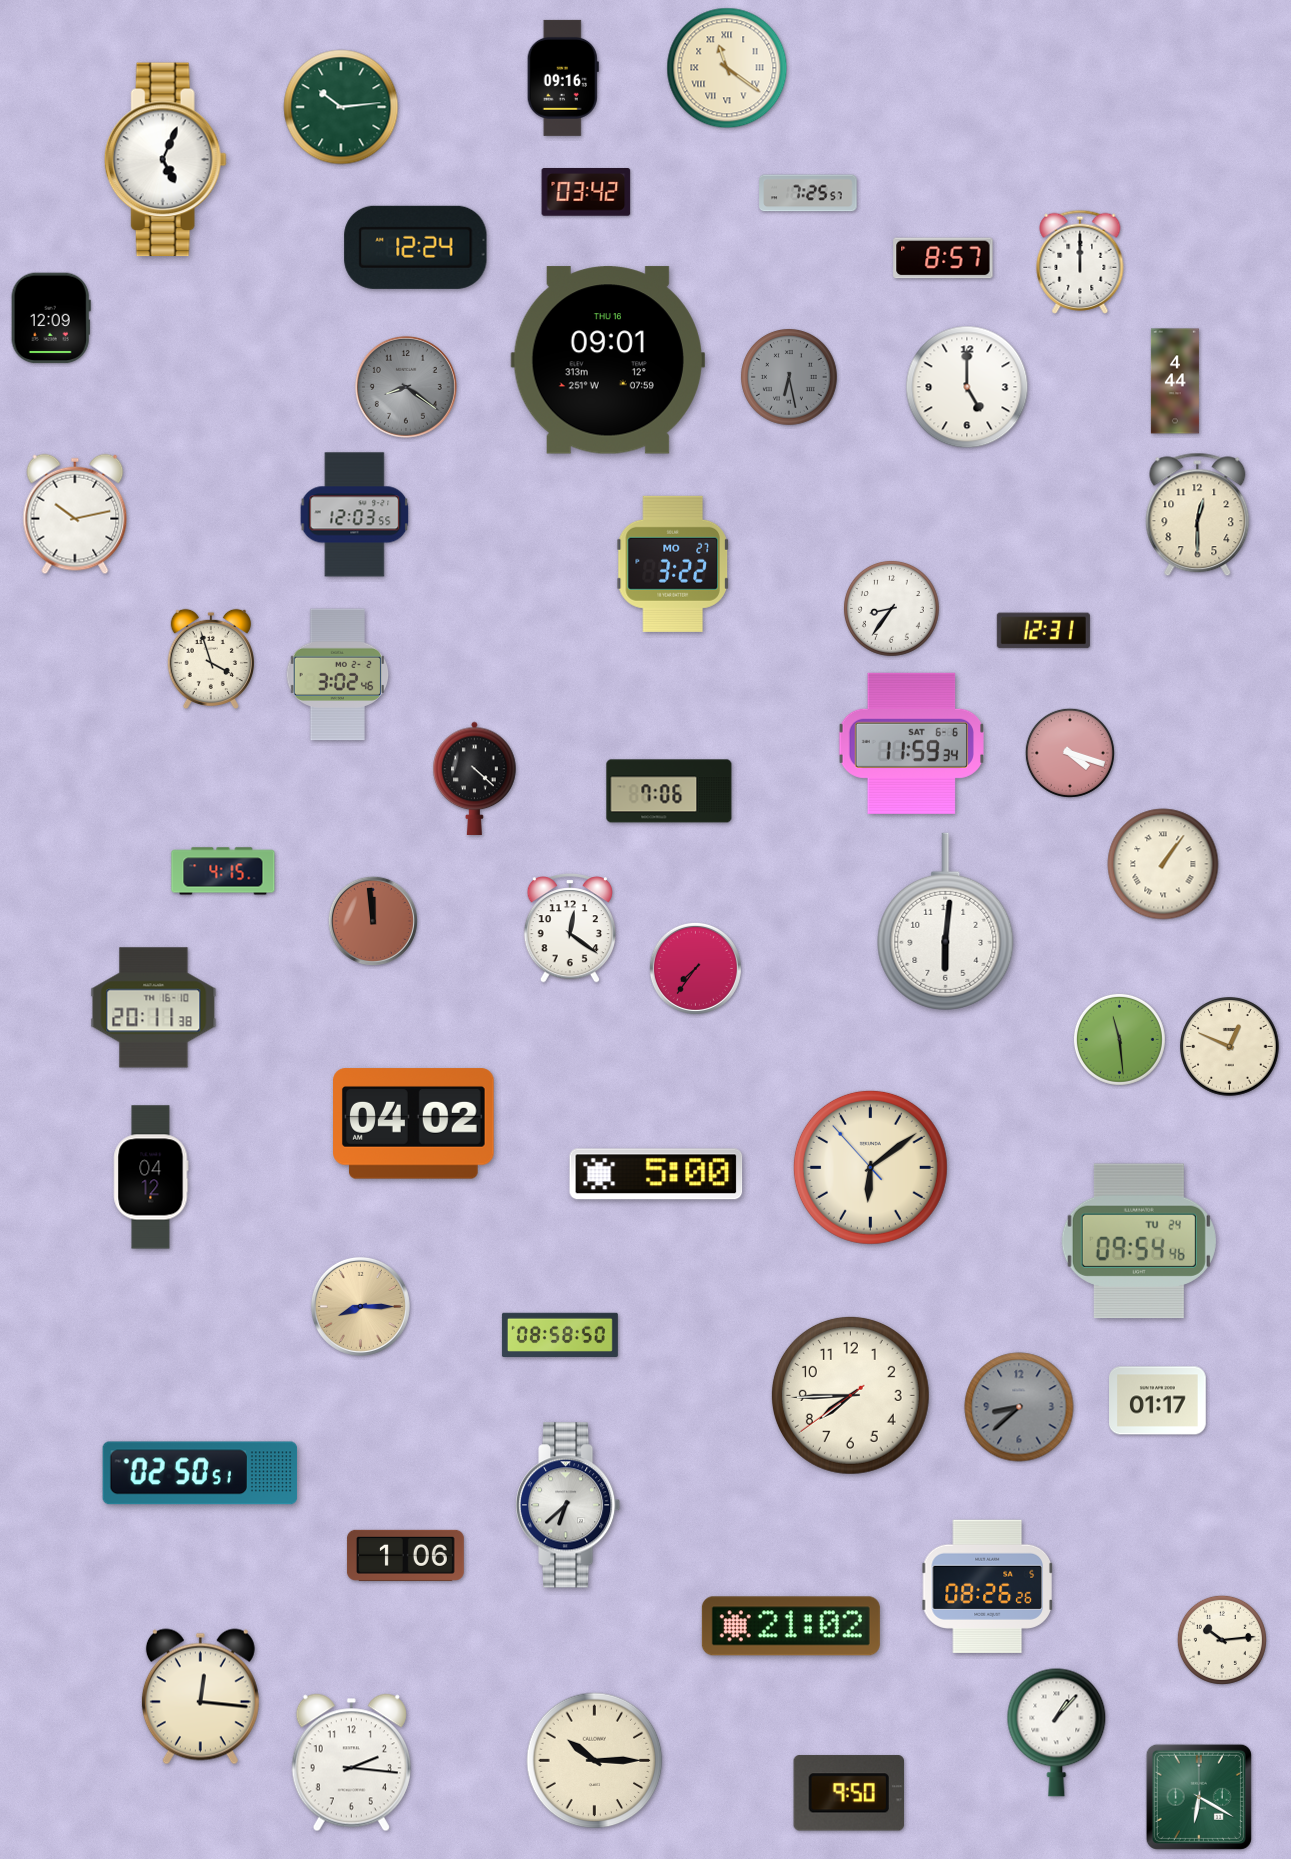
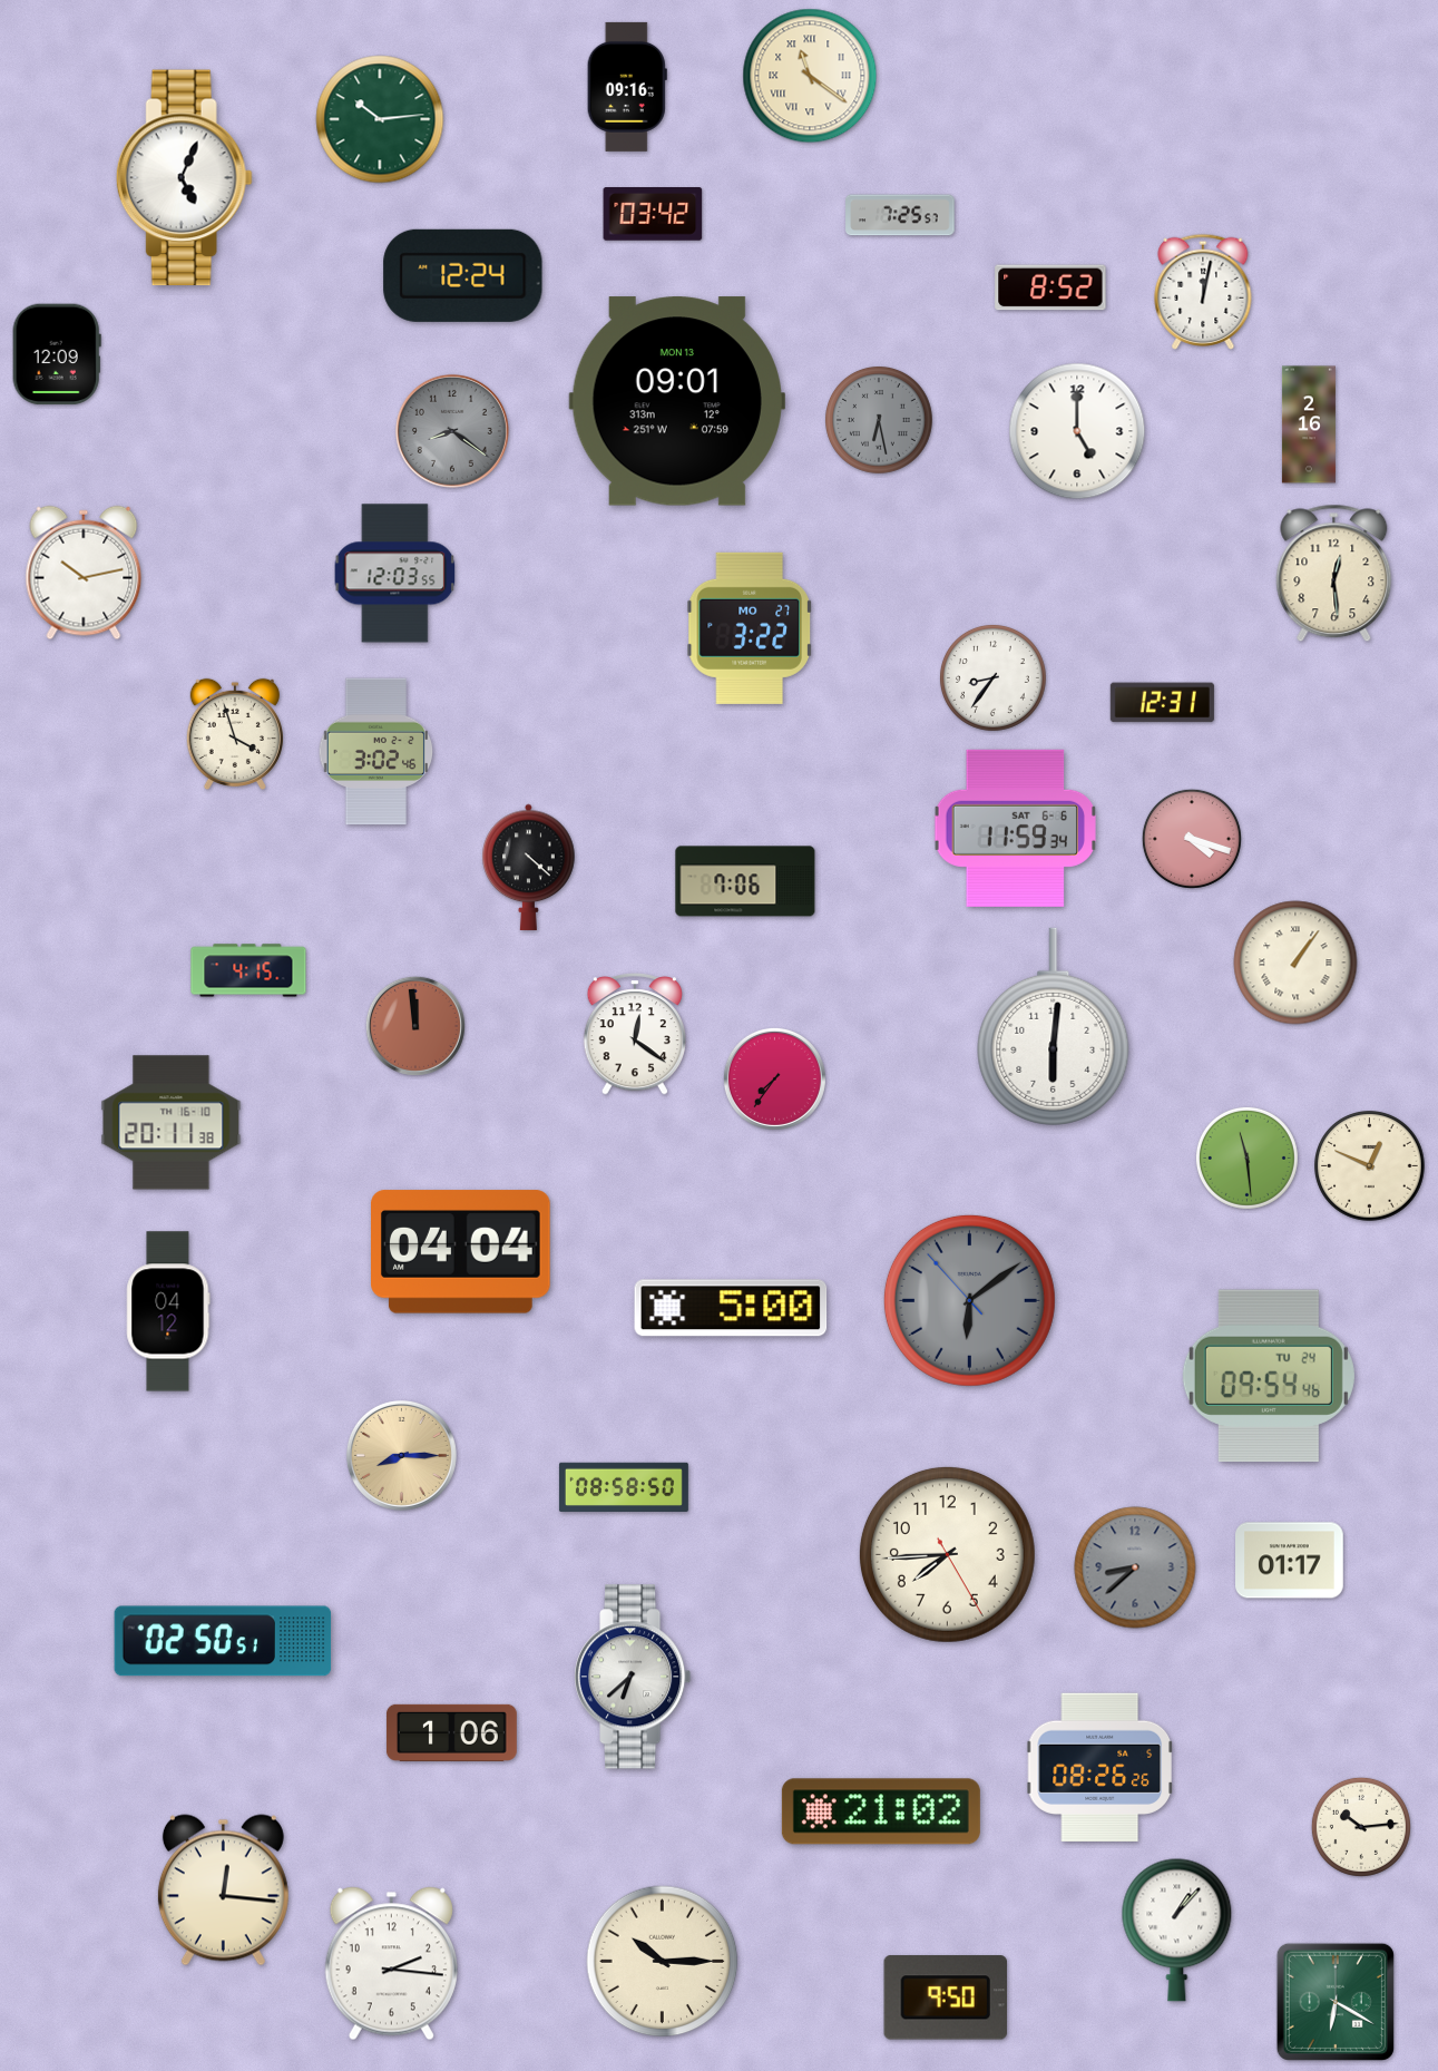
clock at (943, 258): 8:57 -> 8:52
clock at (1080, 262): 12:00 -> 12:02
clock at (607, 360) date: THU 16 -> MON 13
clock at (1175, 381): 4:44 -> 2:16
clock at (1198, 515): 12:30 -> 12:29
clock at (414, 1124): 04:02 -> 04:04
clock at (870, 1167) dial: cream -> grey
clock at (1139, 1241) position: (1139, 1241) -> (1269, 1376)
clock at (850, 1395): 7:44:39 -> 7:44:25
